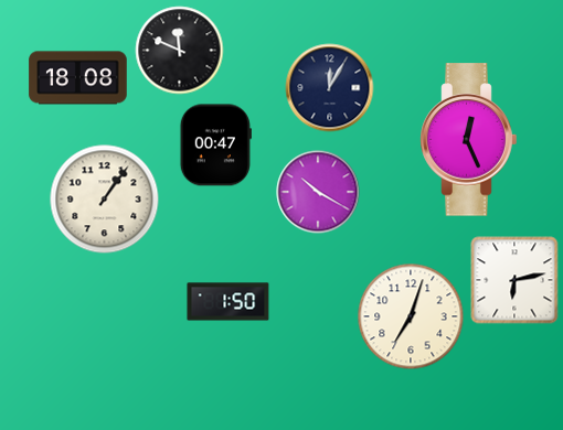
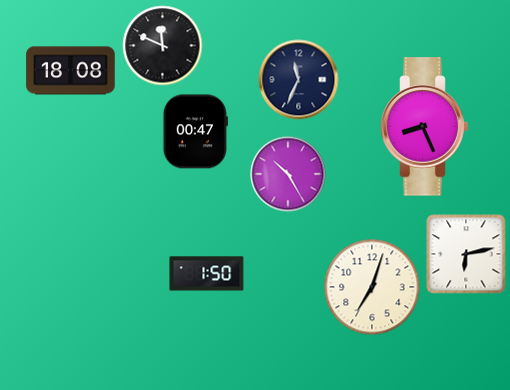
clock at (330, 88): 12:05 -> 11:34
clock at (469, 140): 12:26 -> 8:26
clock at (318, 192): 10:20 -> 10:25
clock at (105, 200): 1:06 -> none
